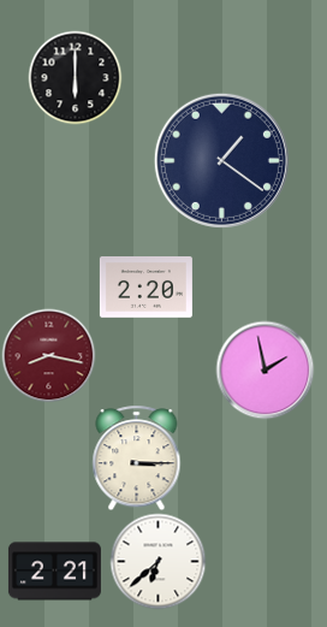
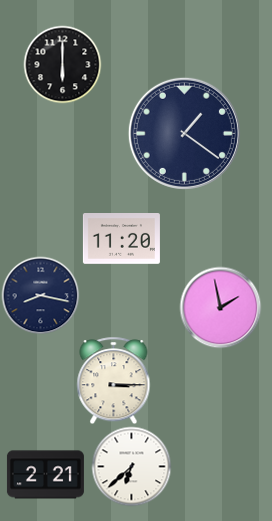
clock at (145, 288): 2:20 -> 11:20
clock at (48, 355) dial: burgundy -> navy
